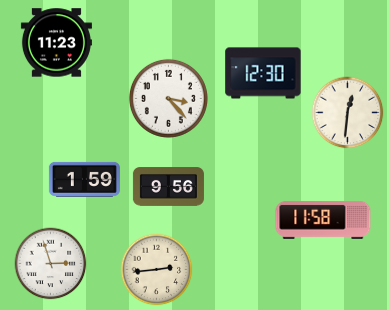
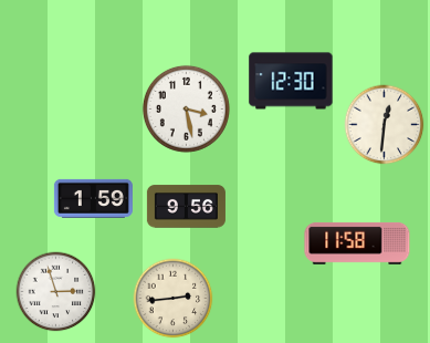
clock at (56, 43): 11:23 -> none
clock at (168, 98): 3:23 -> 3:28
